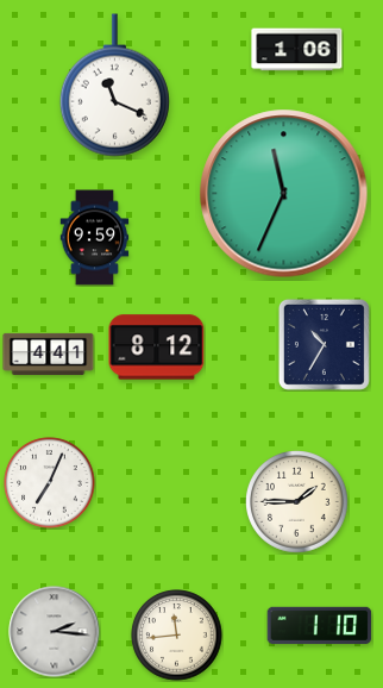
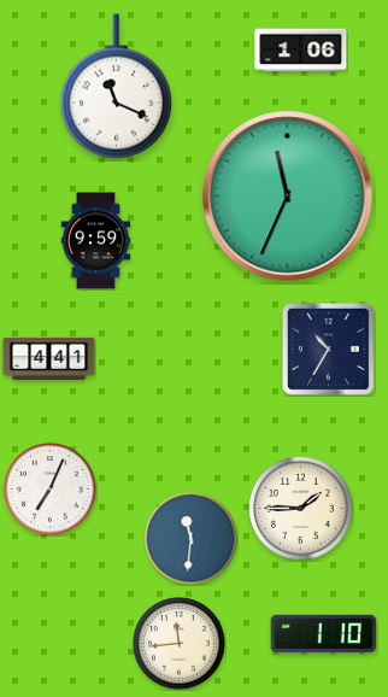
clock at (157, 348): 8:12 -> none
clock at (192, 539): none -> 11:31
clock at (55, 632): 2:16 -> none
